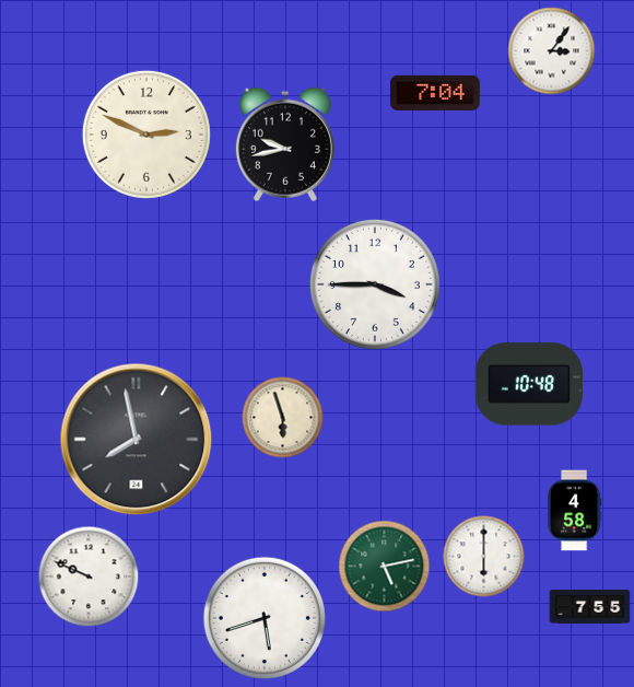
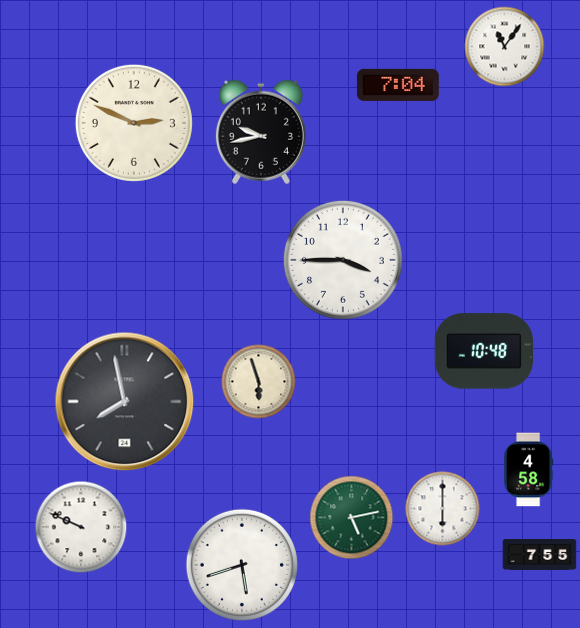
clock at (552, 51): 3:06 -> 11:06
clock at (574, 511) position: (574, 511) -> (528, 470)
